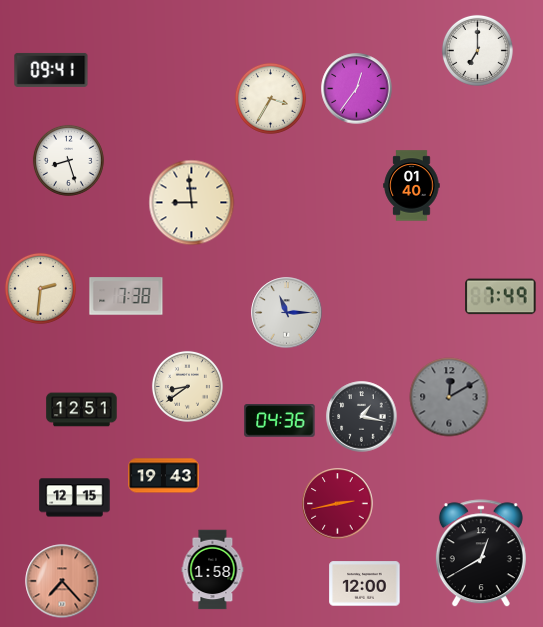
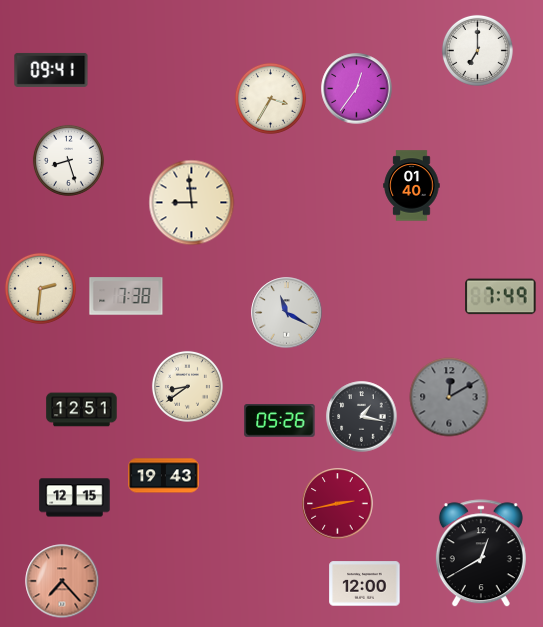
clock at (287, 313): 11:15 -> 11:20
clock at (280, 421): 04:36 -> 05:26
clock at (213, 570): 1:58 -> none
